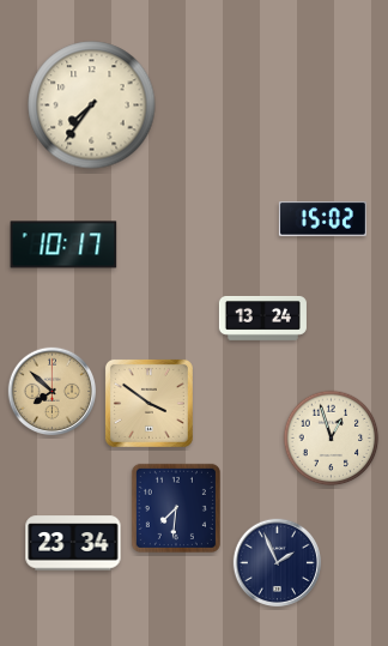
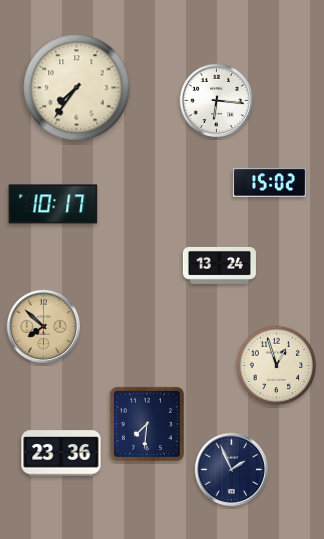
clock at (217, 101): none -> 6:16
clock at (148, 403): 3:51 -> none
clock at (73, 543): 23:34 -> 23:36
